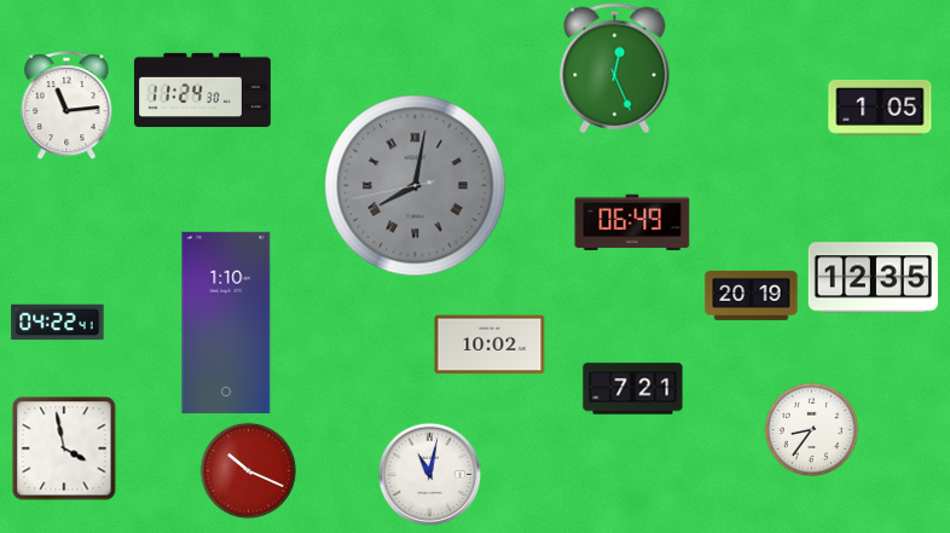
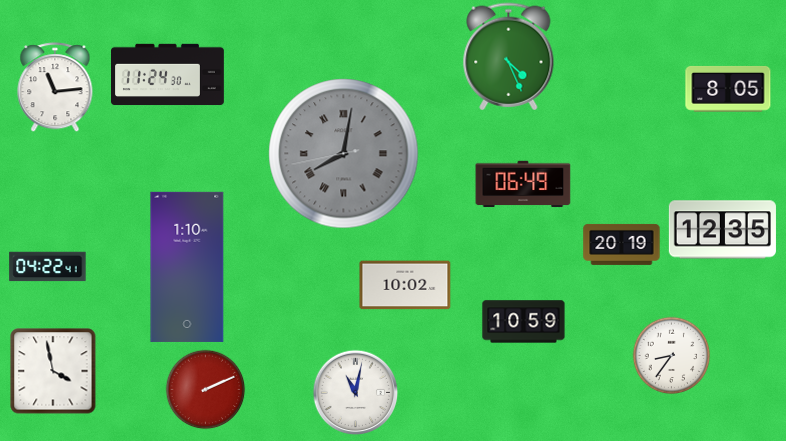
clock at (615, 69): 12:26 -> 4:26
clock at (880, 108): 1:05 -> 8:05
clock at (633, 389): 7:21 -> 10:59
clock at (248, 470): 10:19 -> 2:11
